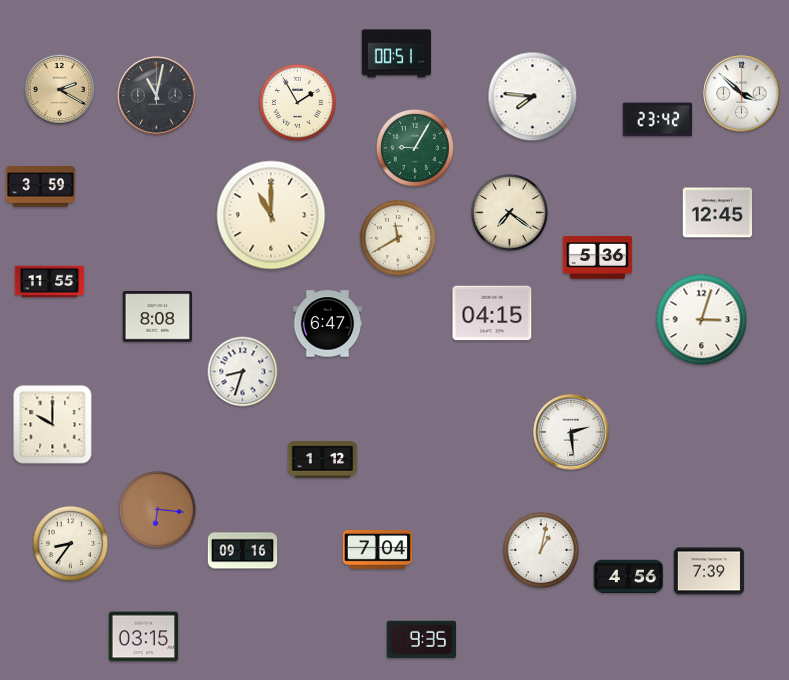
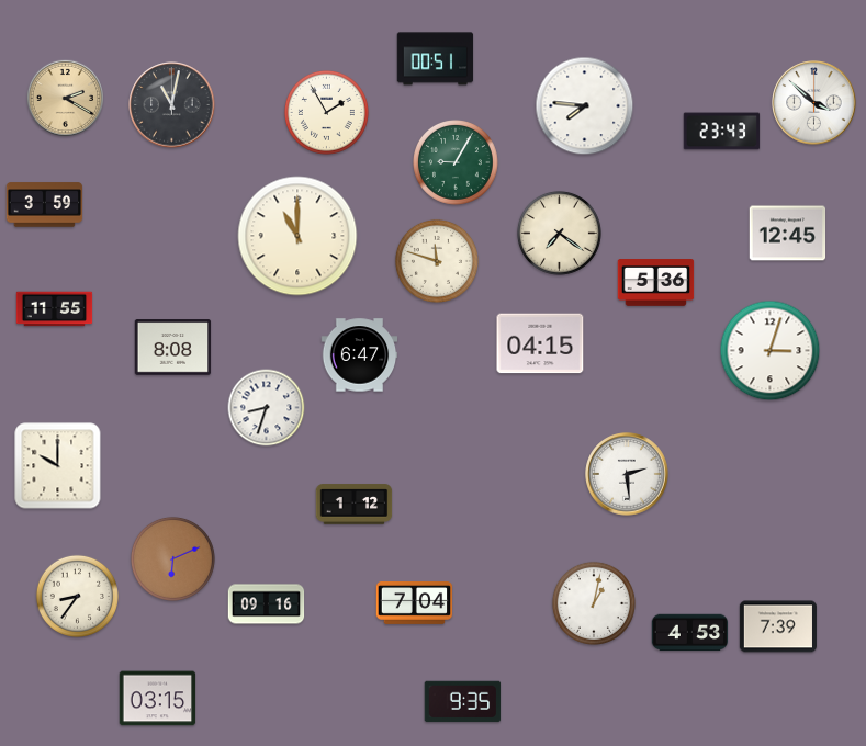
clock at (658, 120): 23:42 -> 23:43
clock at (398, 238): 11:40 -> 11:48
clock at (157, 509): 6:16 -> 6:11
clock at (629, 577): 4:56 -> 4:53
